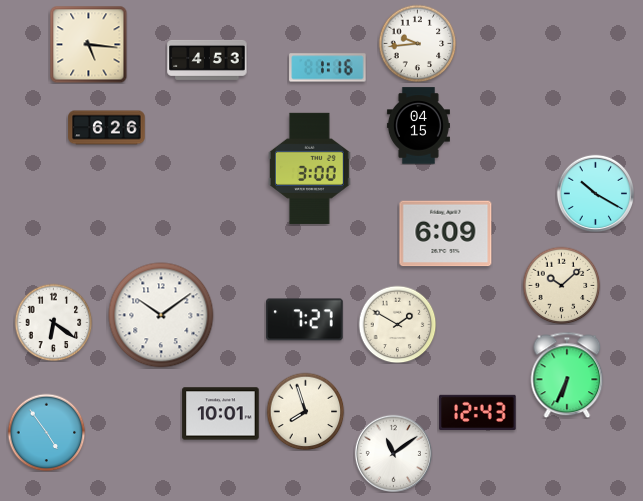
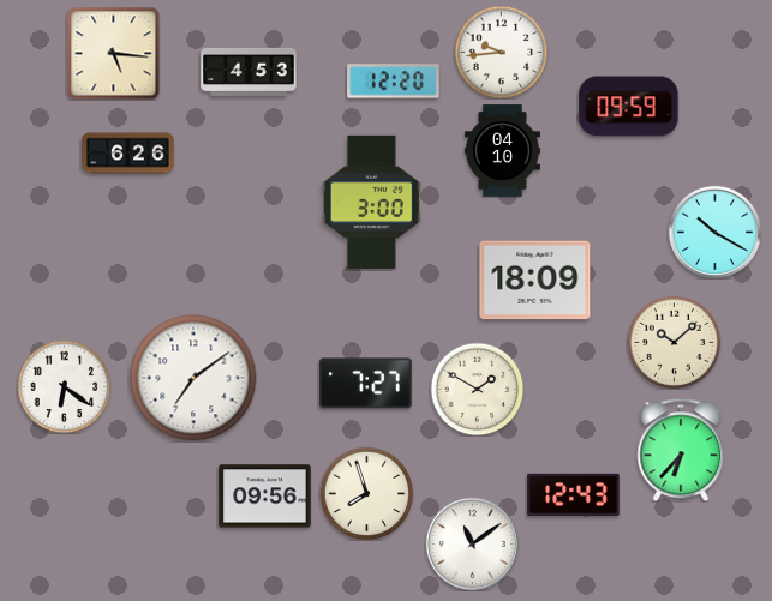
clock at (88, 44) position: (88, 44) -> (113, 53)
clock at (328, 68): 1:16 -> 12:20
clock at (629, 107): none -> 09:59
clock at (418, 126): 04:15 -> 04:10
clock at (446, 234): 6:09 -> 18:09
clock at (161, 315): 10:09 -> 7:09
clock at (567, 375): 6:34 -> 6:37
clock at (221, 414): 10:01 -> 09:56
clock at (46, 432): 4:54 -> none
